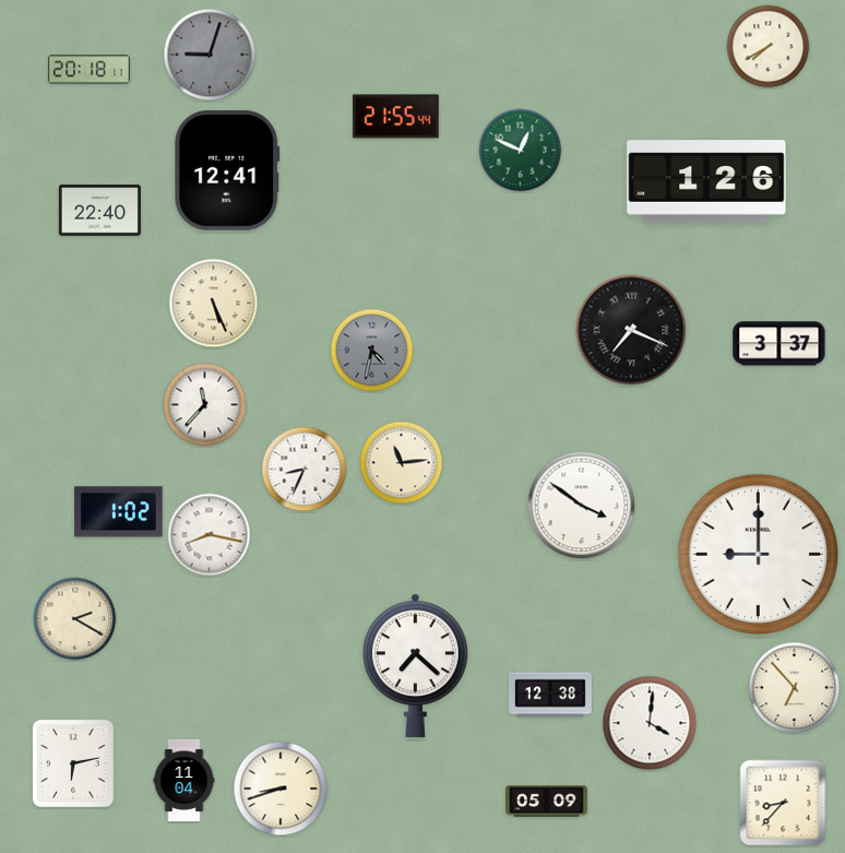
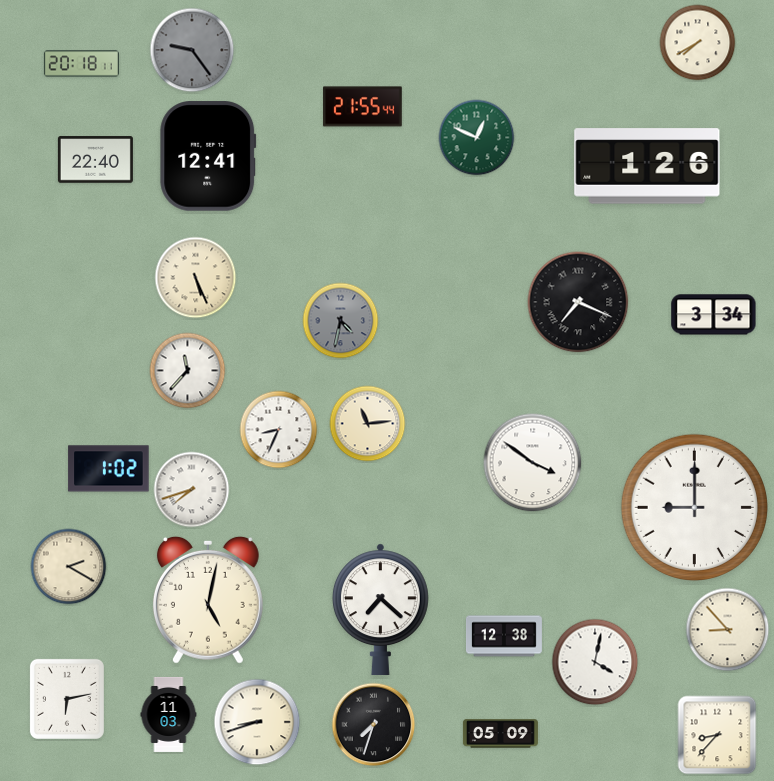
clock at (769, 47) position: (769, 47) -> (698, 43)
clock at (210, 55): 9:03 -> 9:24
clock at (99, 211) position: (99, 211) -> (95, 160)
clock at (779, 344): 3:37 -> 3:34
clock at (210, 535): 8:17 -> 7:42
clock at (208, 600): none -> 5:02
clock at (795, 688): 6:53 -> 8:53
clock at (650, 723): 4:01 -> 4:02
clock at (185, 780): 11:04 -> 11:03
clock at (374, 725): none -> 7:33
